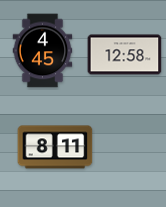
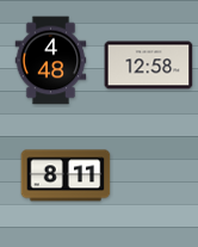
clock at (43, 51): 4:45 -> 4:48
